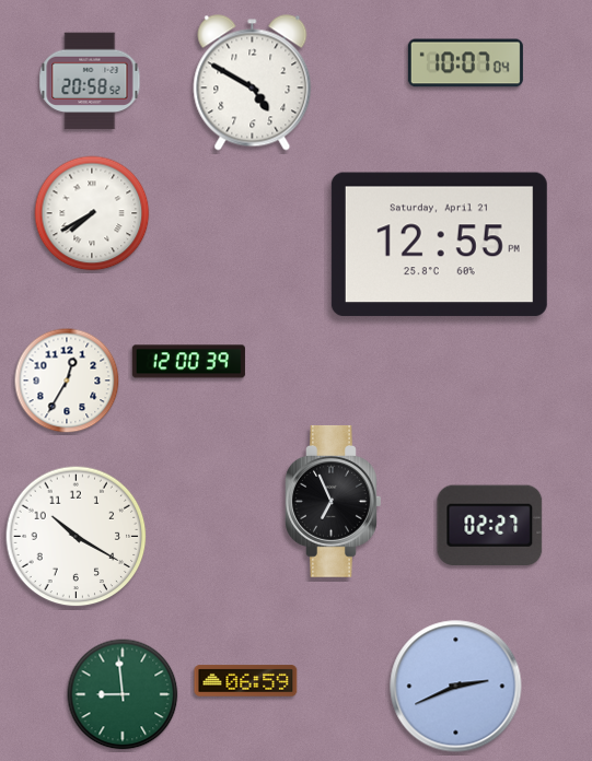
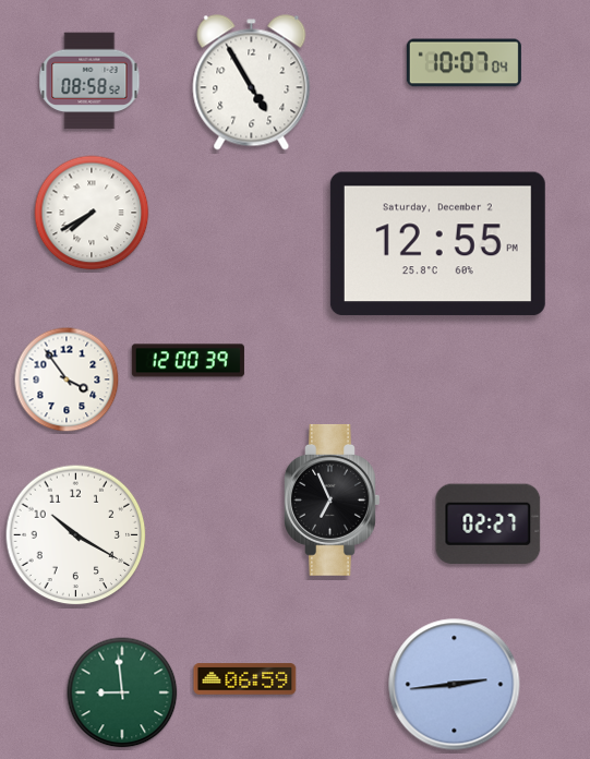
clock at (90, 81): 20:58 -> 08:58
clock at (253, 83): 4:50 -> 4:55
clock at (439, 245) date: Saturday, April 21 -> Saturday, December 2
clock at (67, 380): 12:35 -> 3:54
clock at (456, 687): 2:41 -> 2:44
